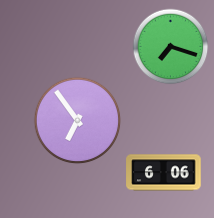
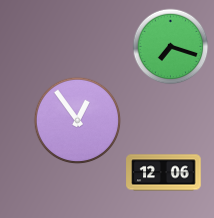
clock at (78, 121): 6:54 -> 12:54
clock at (164, 173): 6:06 -> 12:06
